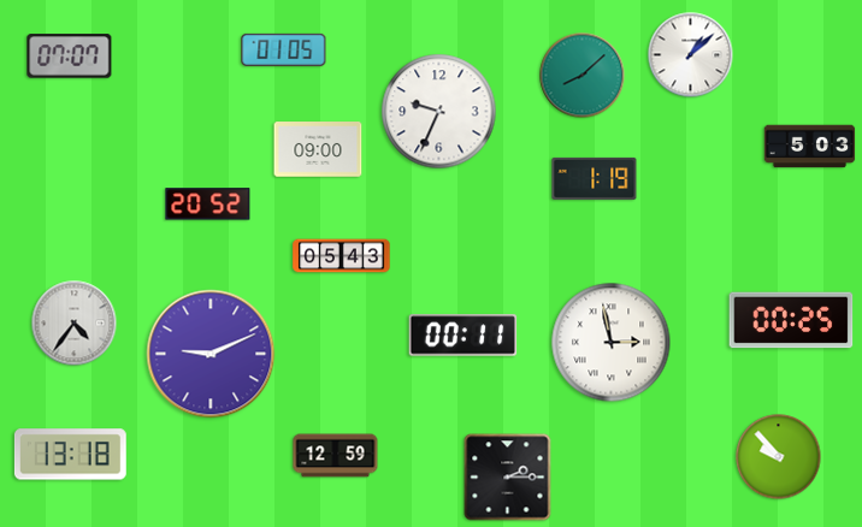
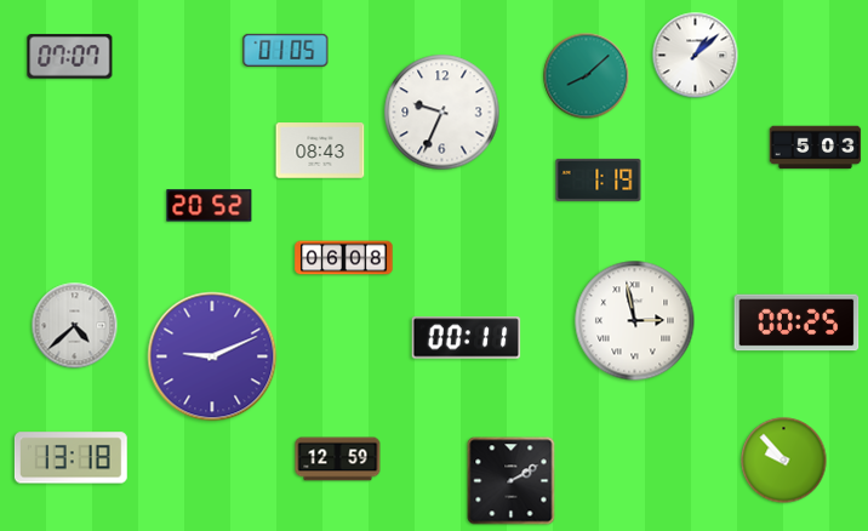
clock at (318, 149): 09:00 -> 08:43
clock at (342, 256): 05:43 -> 06:08
clock at (75, 324): 4:36 -> 4:38
clock at (612, 343) position: (612, 343) -> (635, 321)
clock at (508, 478): 2:15 -> 2:10
